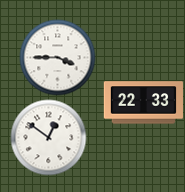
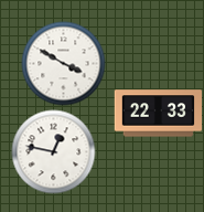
clock at (58, 58): 3:45 -> 3:50
clock at (49, 138): 12:51 -> 12:47
